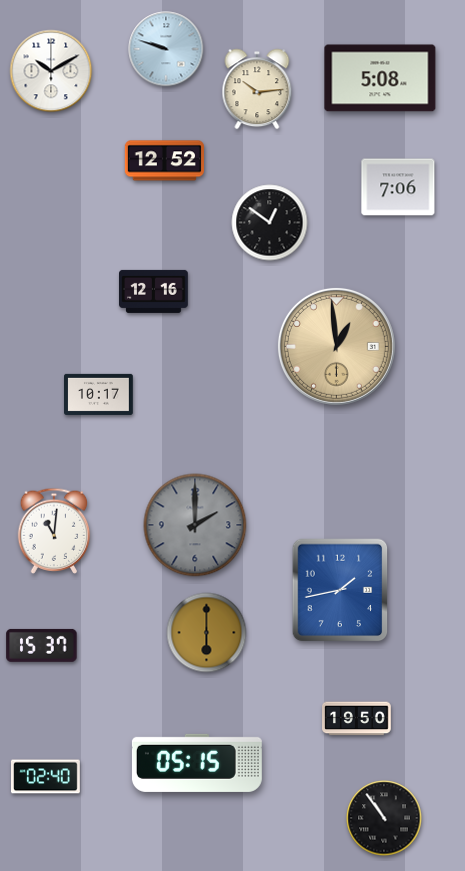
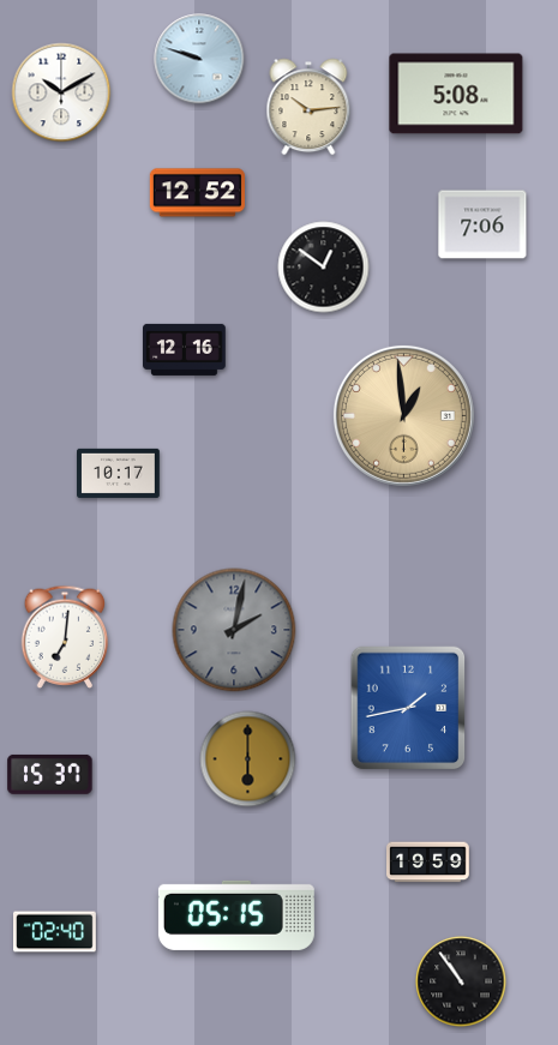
clock at (51, 71) position: (51, 71) -> (61, 92)
clock at (398, 187) position: (398, 187) -> (482, 224)
clock at (195, 525): 2:00 -> 2:02
clock at (54, 531): 11:01 -> 7:01
clock at (357, 719): 19:50 -> 19:59
